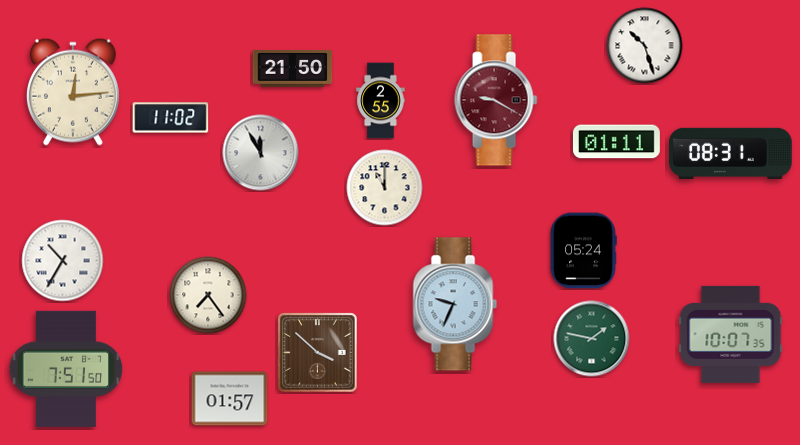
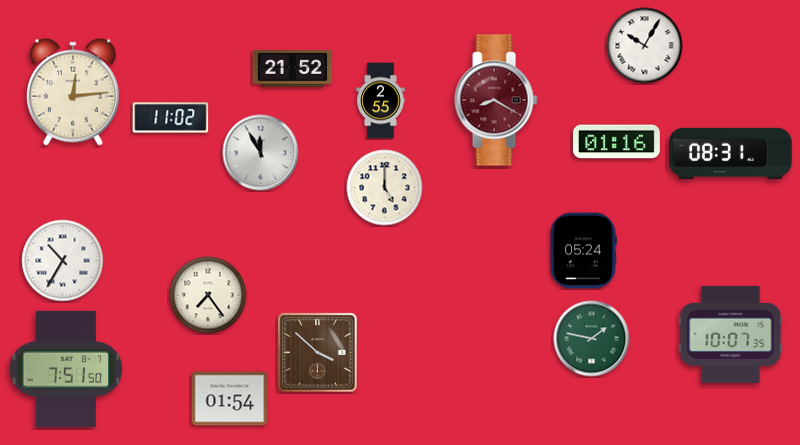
clock at (645, 46): 10:27 -> 10:05
clock at (293, 69): 21:50 -> 21:52
clock at (496, 100): 9:20 -> 8:20
clock at (616, 142): 01:11 -> 01:16
clock at (385, 188): 11:00 -> 5:00
clock at (455, 304): 9:34 -> none
clock at (230, 399): 01:57 -> 01:54
